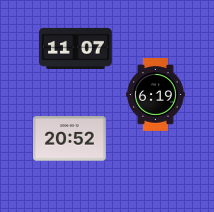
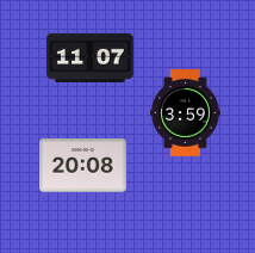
clock at (156, 95): 6:19 -> 3:59
clock at (69, 139): 20:52 -> 20:08
